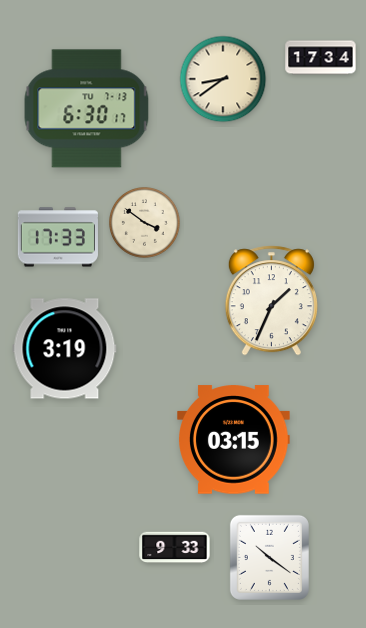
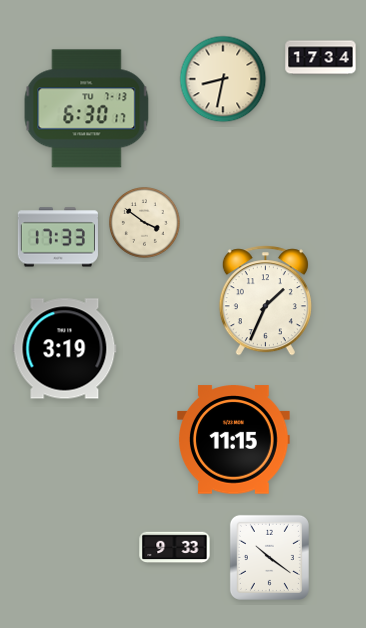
clock at (223, 79): 8:39 -> 8:32
clock at (271, 301) position: (271, 301) -> (265, 301)
clock at (234, 440): 03:15 -> 11:15
